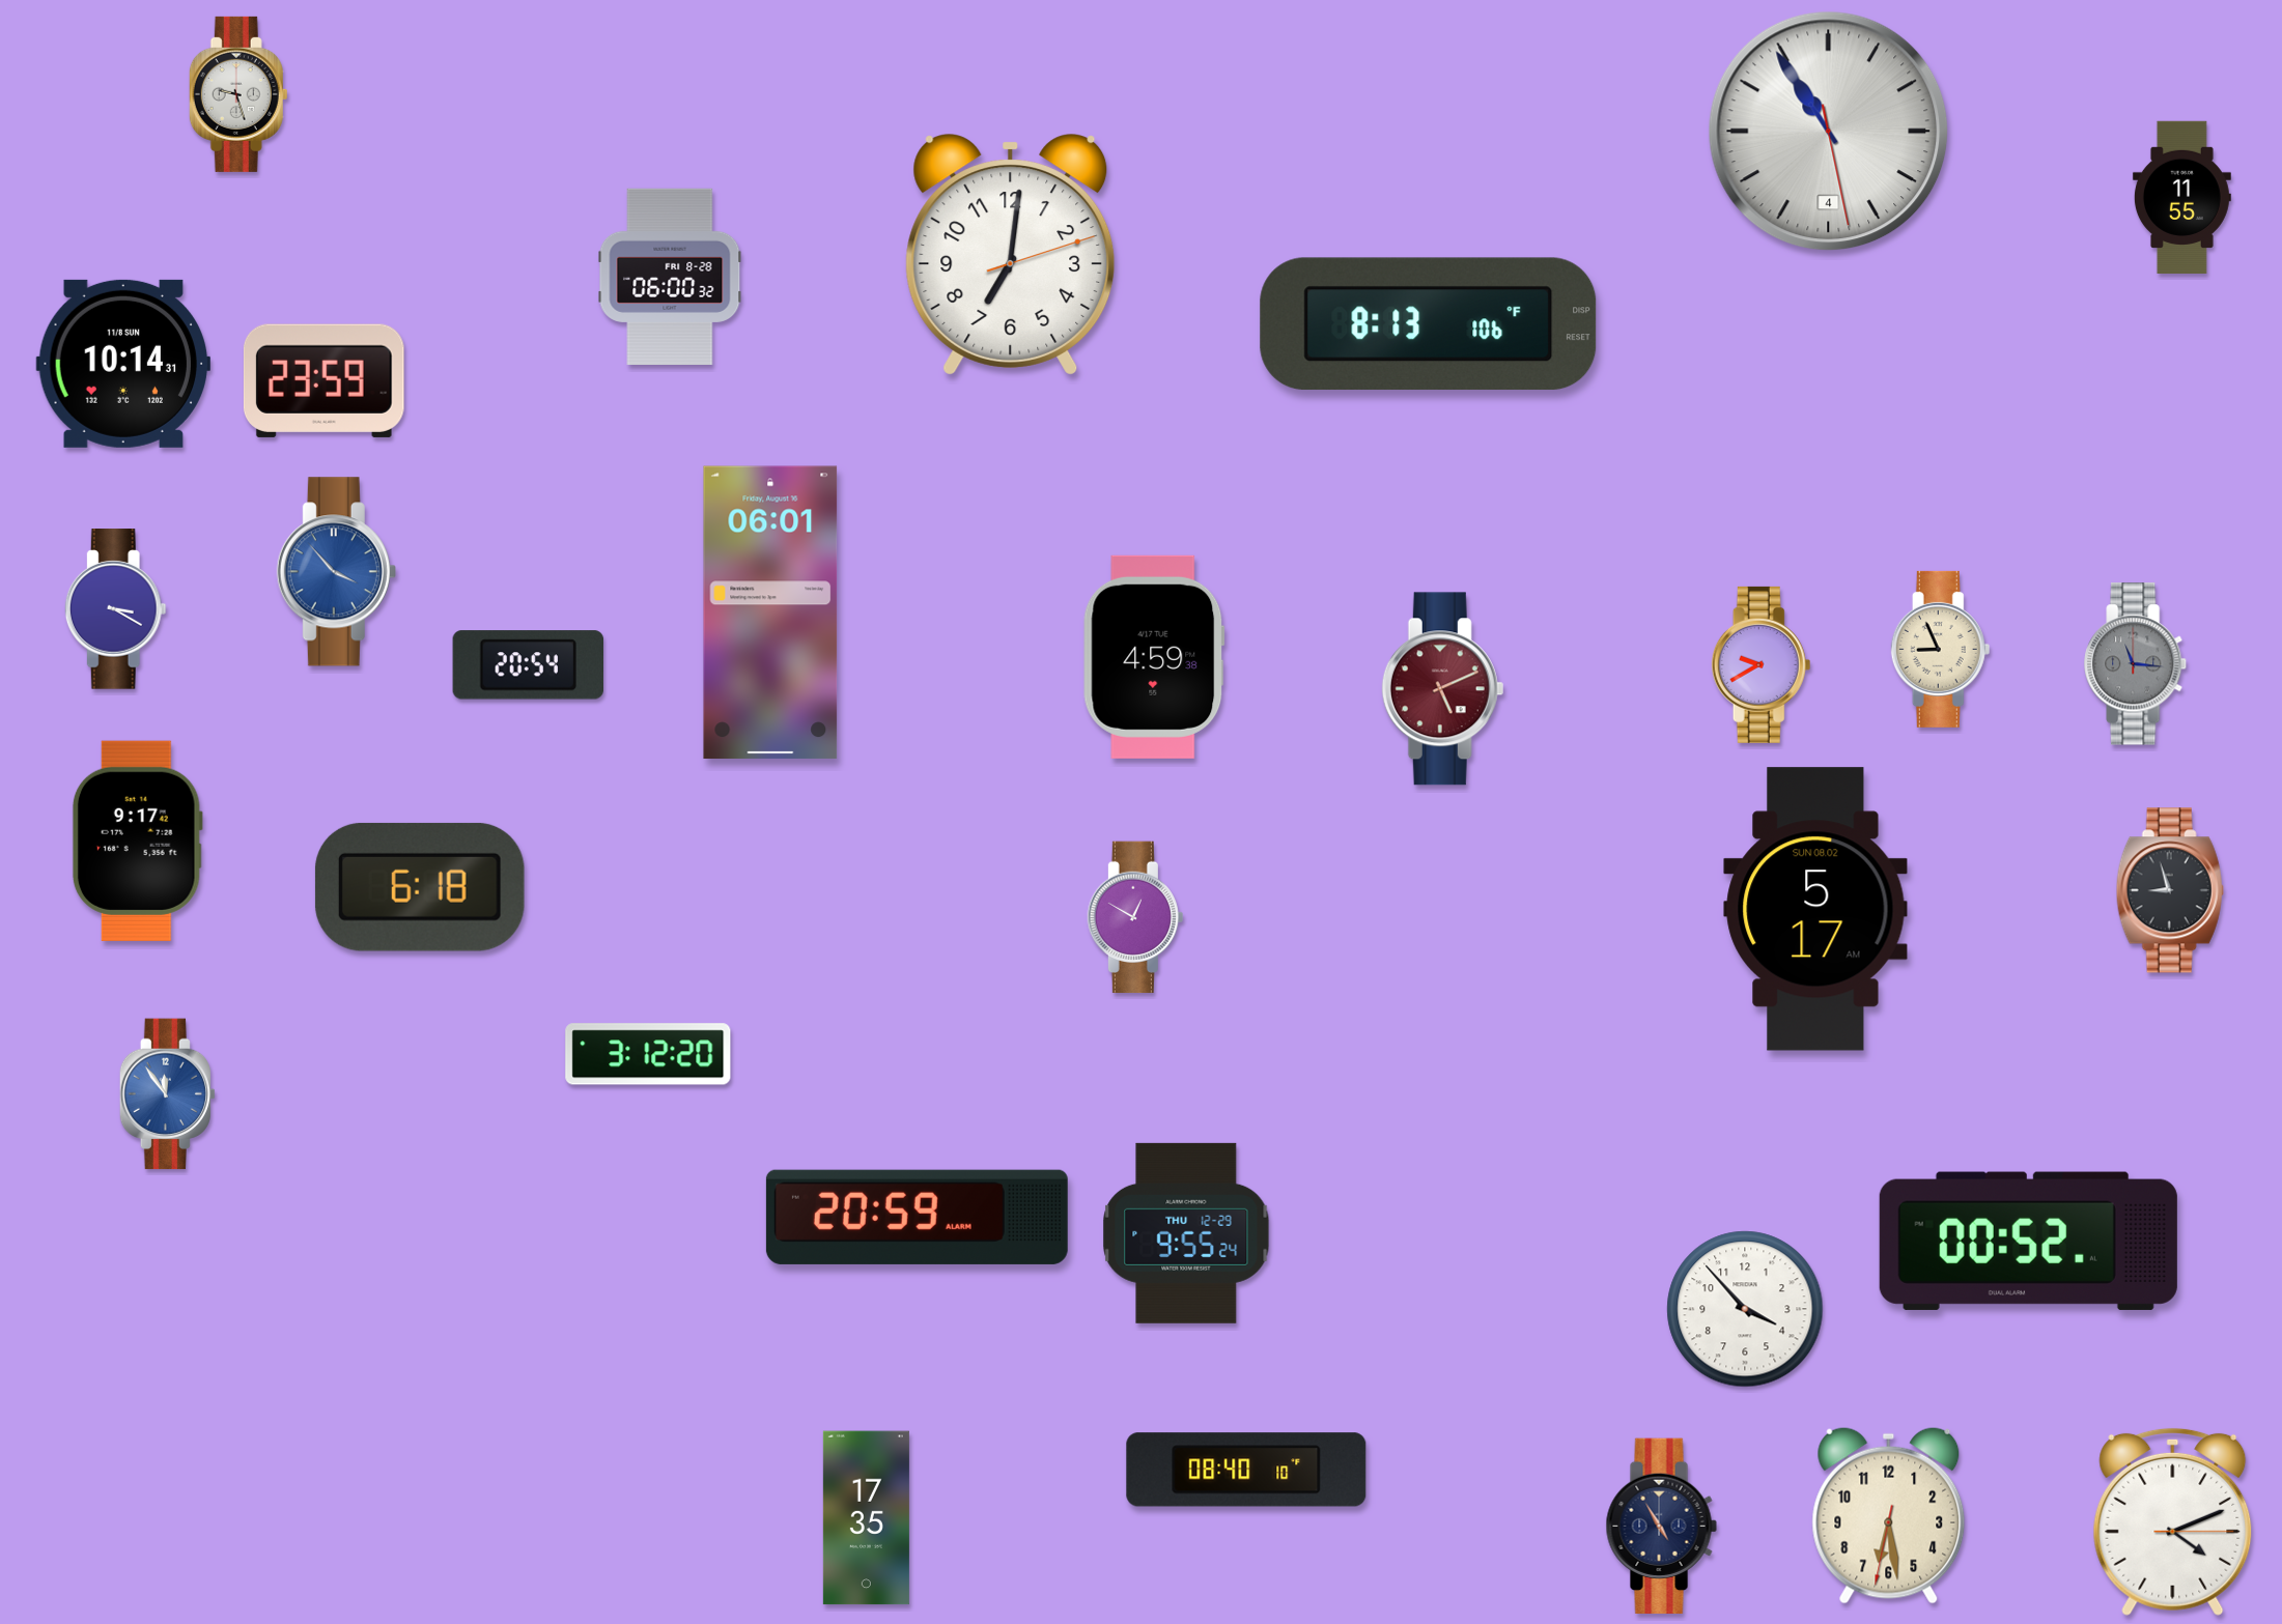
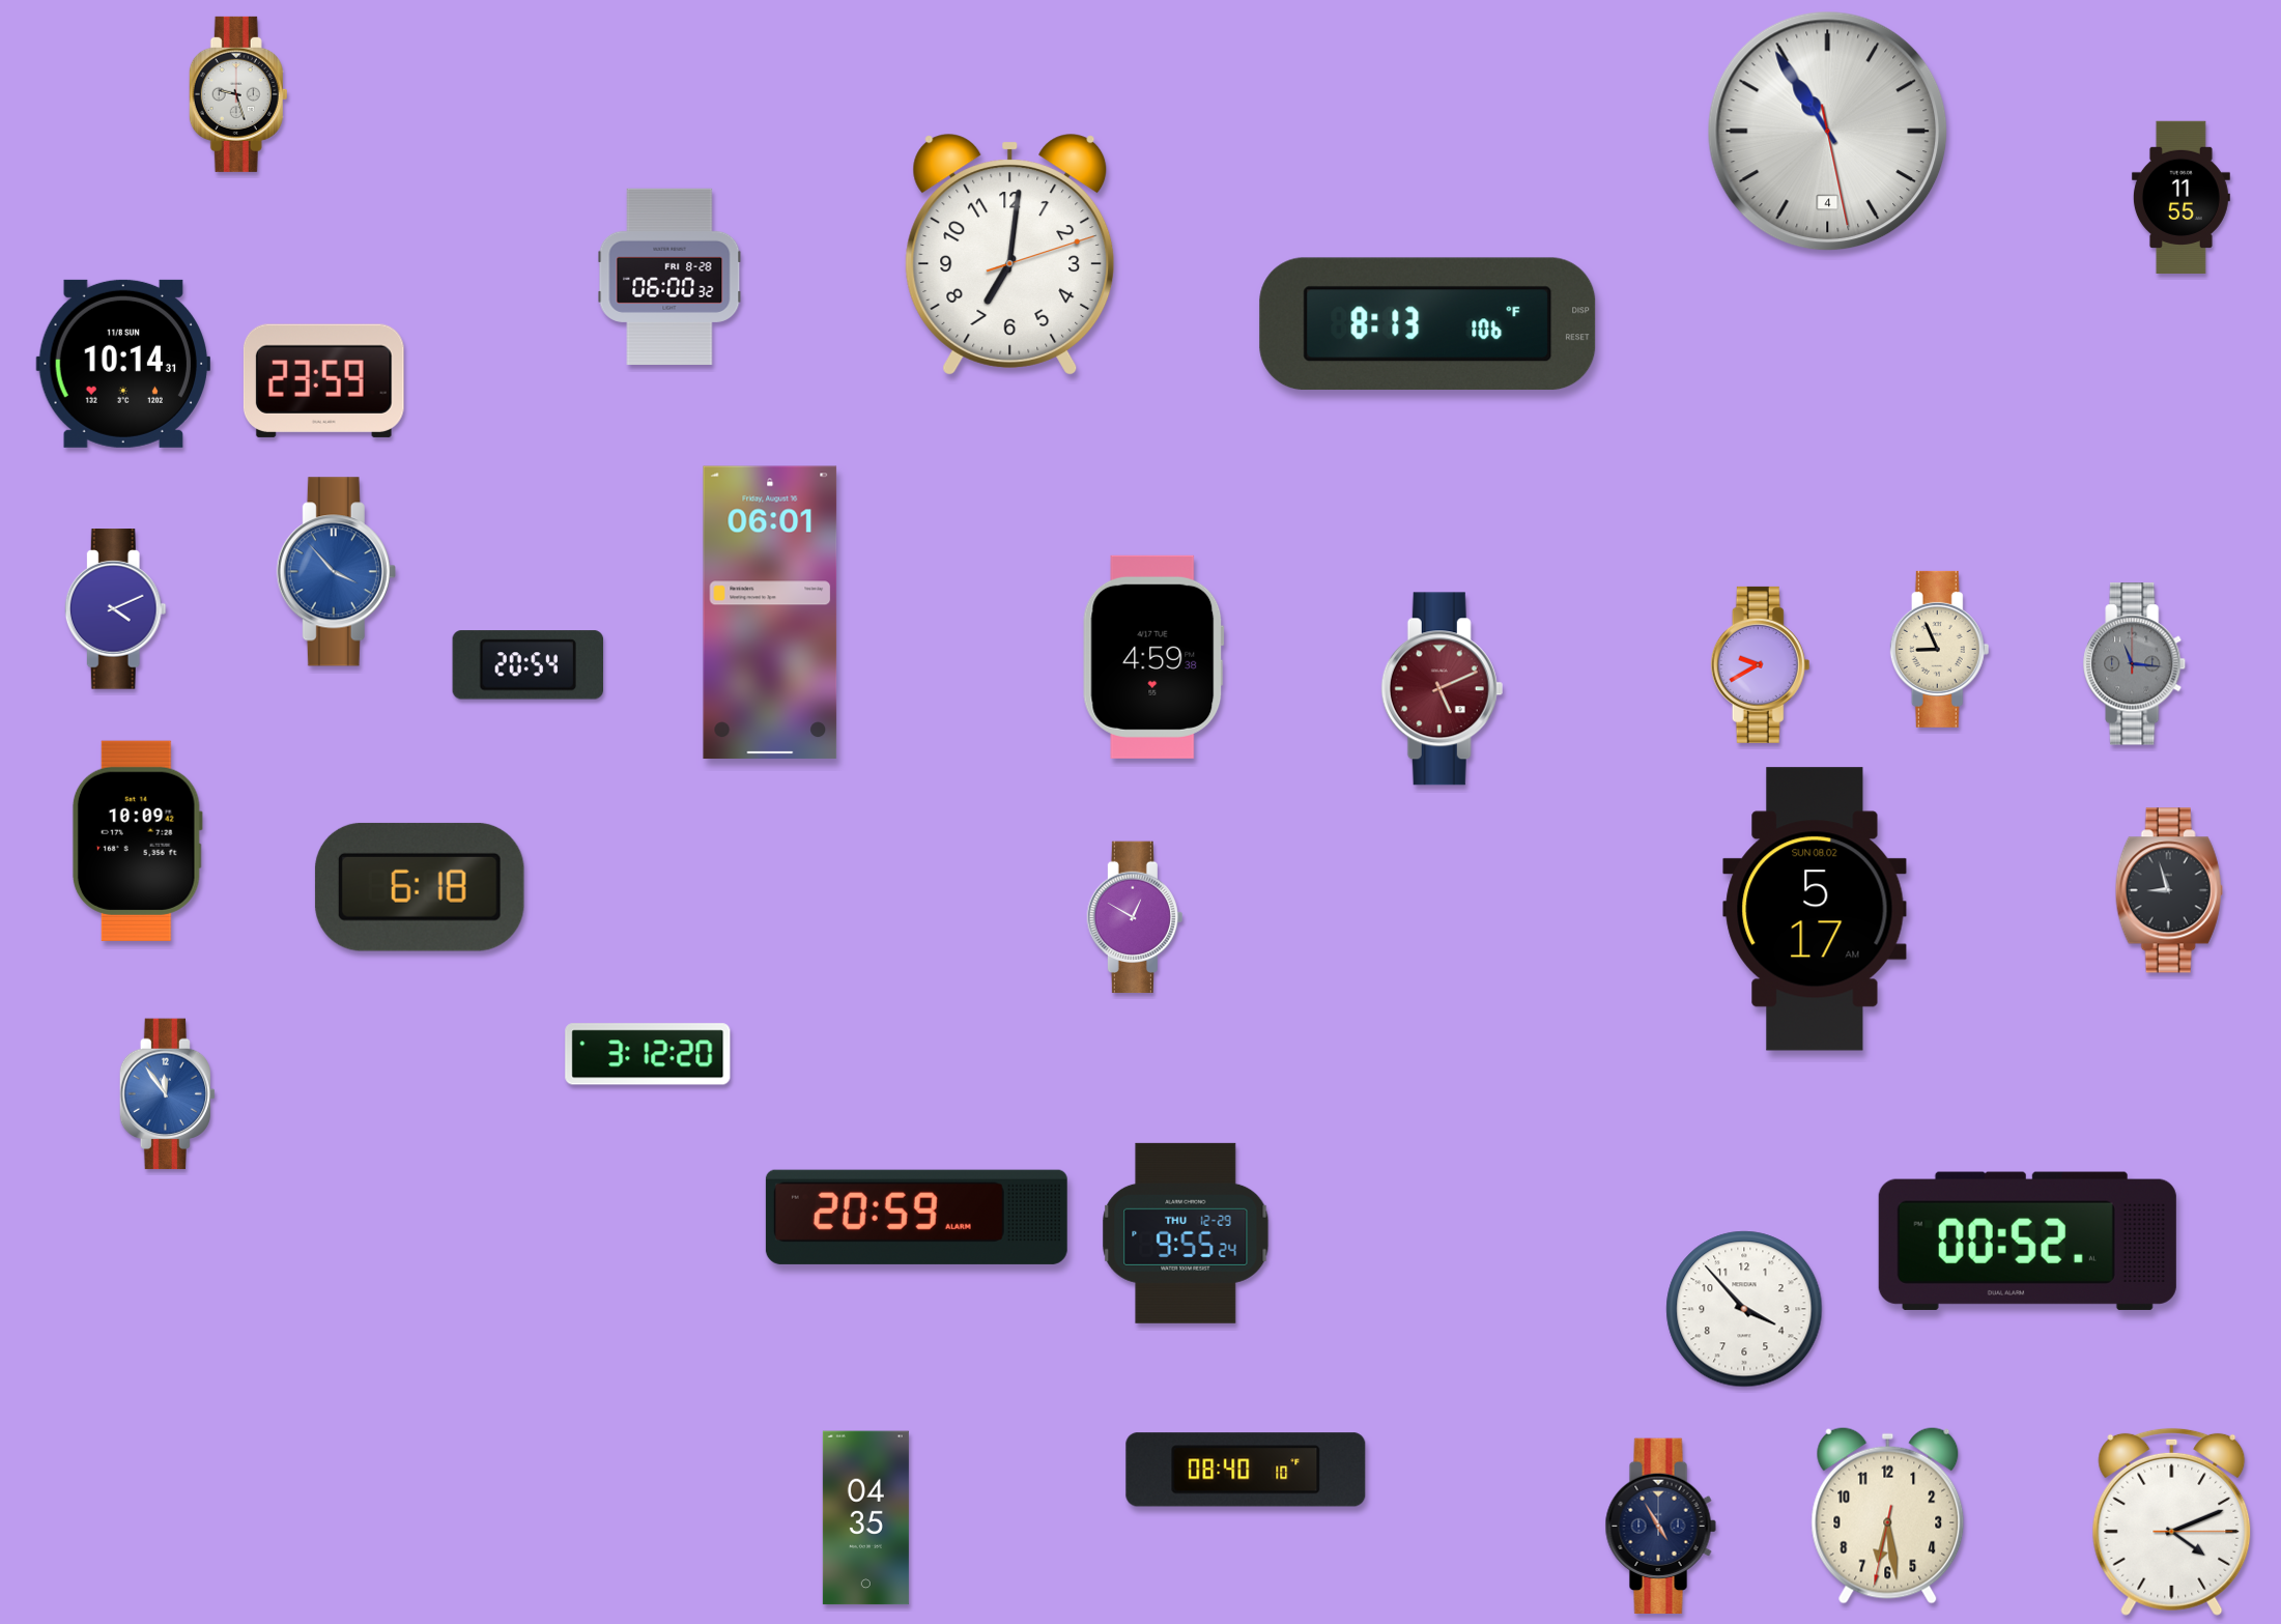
clock at (115, 609): 3:20 -> 4:11
clock at (137, 841): 9:17 -> 10:09
clock at (866, 1518): 17:35 -> 04:35
